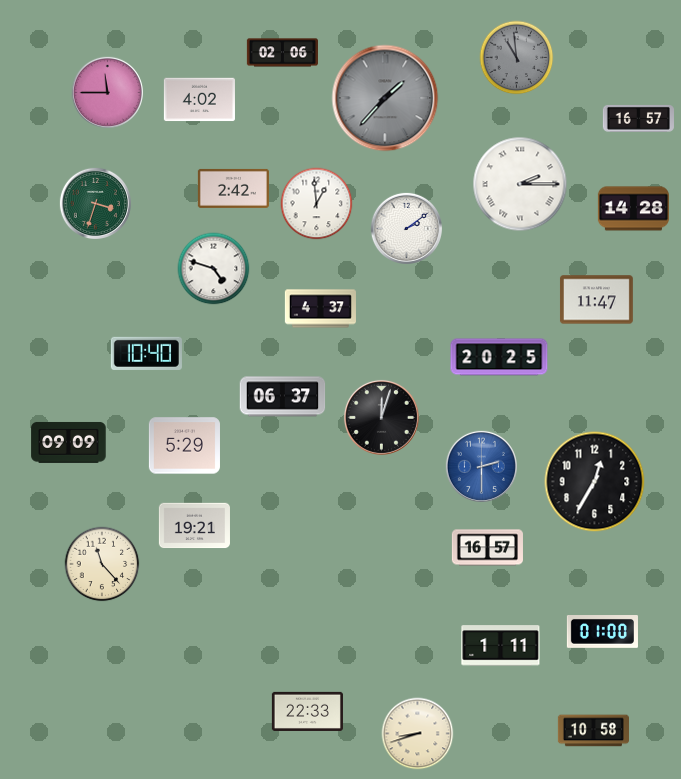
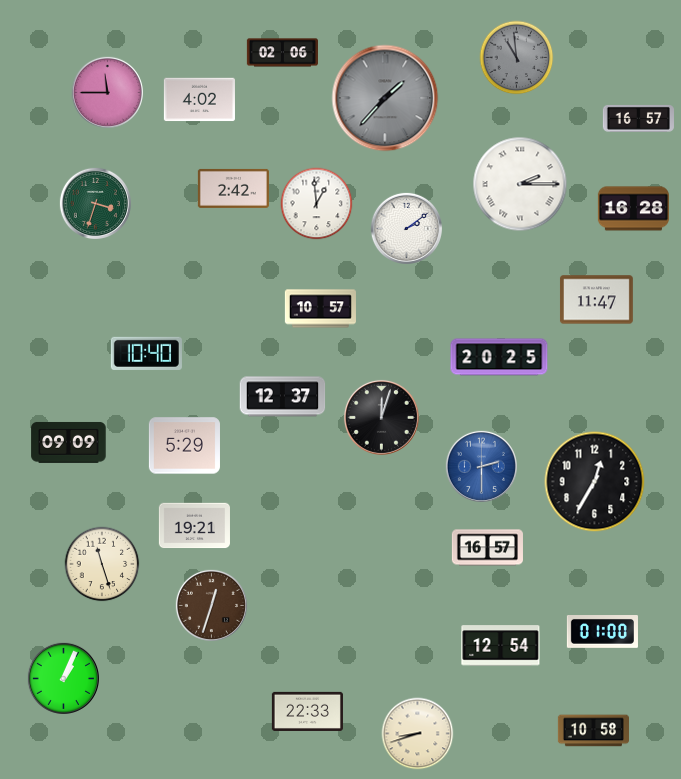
clock at (633, 209): 14:28 -> 16:28
clock at (214, 269): 4:48 -> none
clock at (320, 309): 4:37 -> 10:57
clock at (283, 397): 06:37 -> 12:37
clock at (102, 564): 11:23 -> 11:27
clock at (211, 605): none -> 12:33
clock at (501, 646): 1:11 -> 12:54
clock at (63, 678): none -> 1:04
